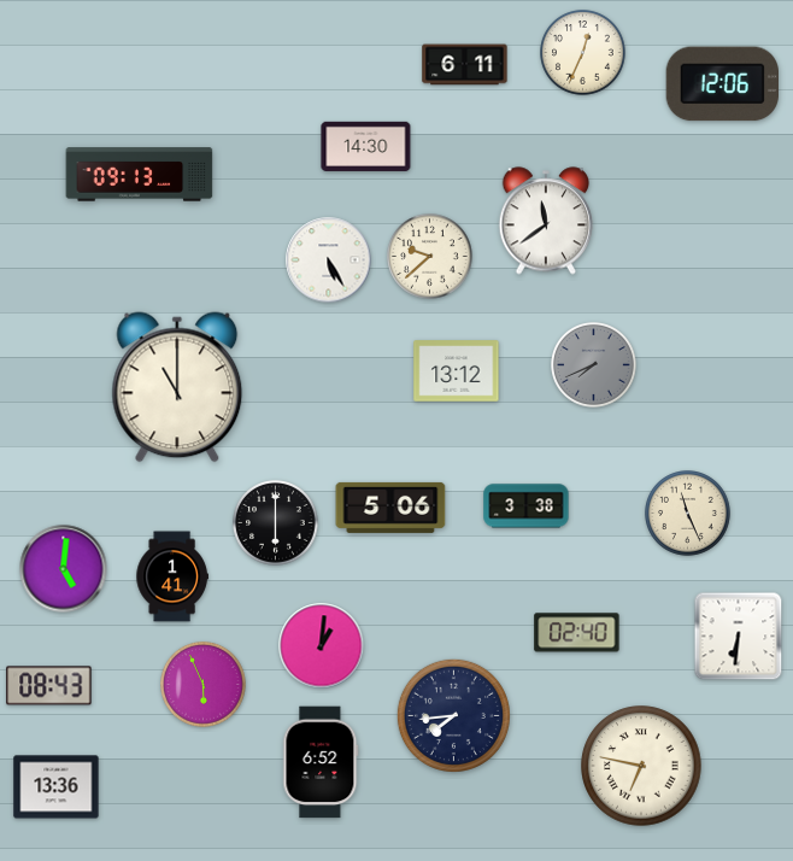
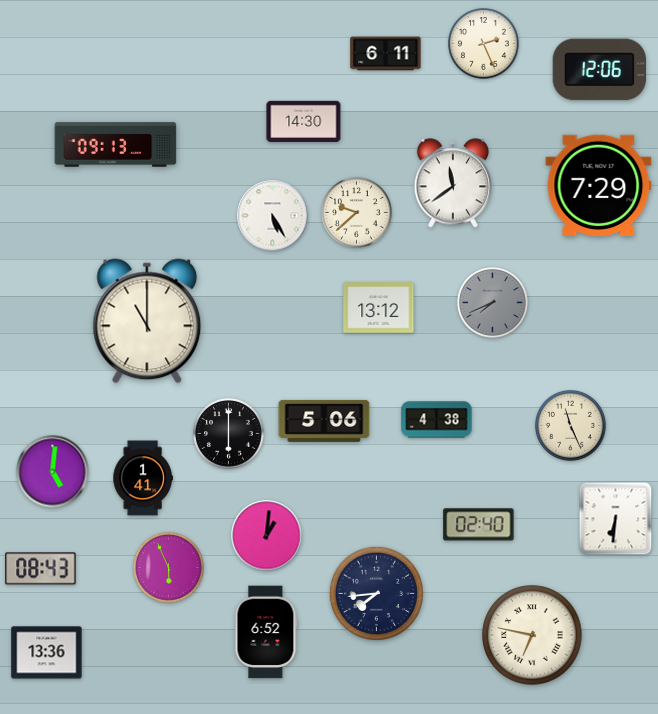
clock at (583, 53): 12:34 -> 2:26
clock at (599, 185): none -> 7:29
clock at (527, 506): 3:38 -> 4:38
clock at (739, 637) position: (739, 637) -> (616, 519)
